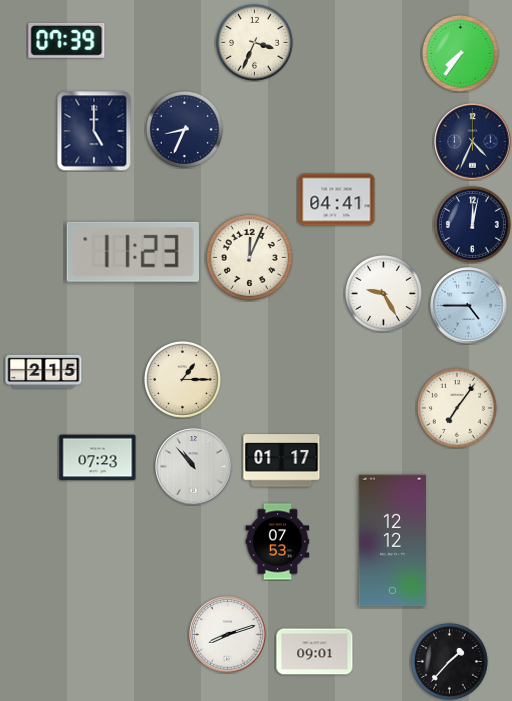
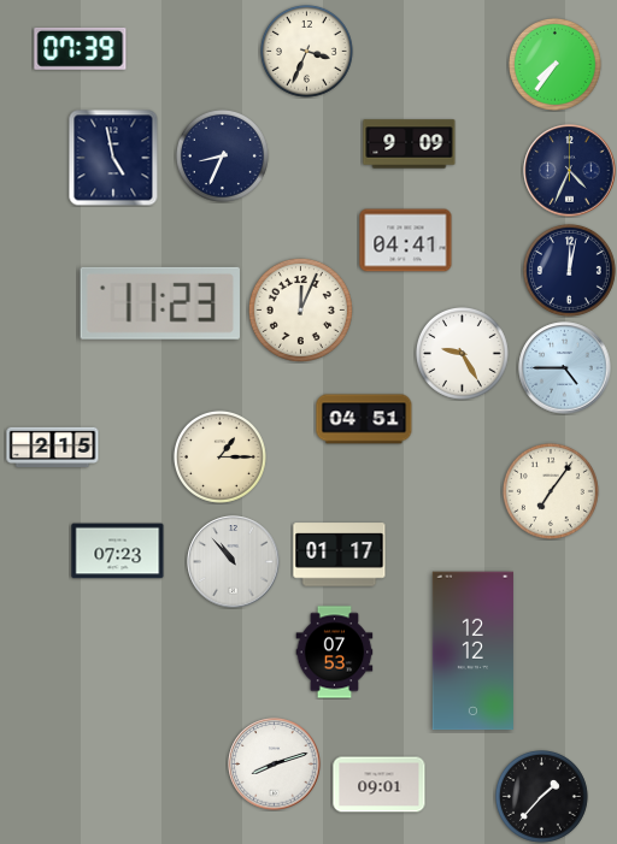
clock at (410, 144): none -> 9:09
clock at (94, 131): 5:00 -> 4:58
clock at (364, 419): none -> 04:51
